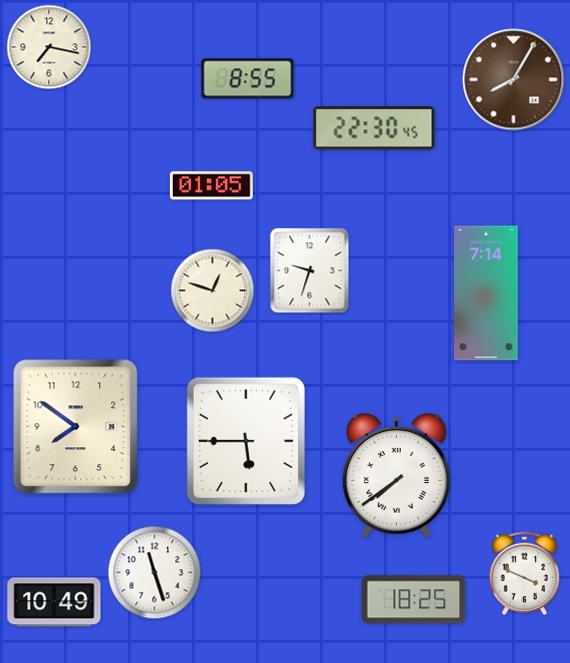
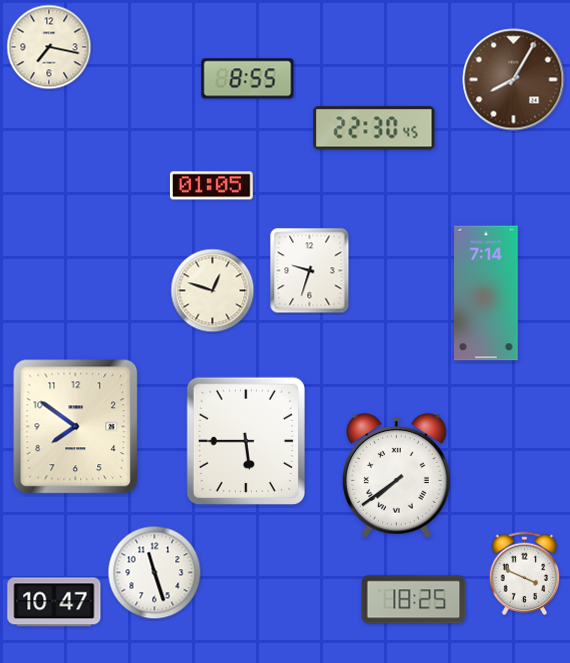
clock at (54, 602): 10:49 -> 10:47
